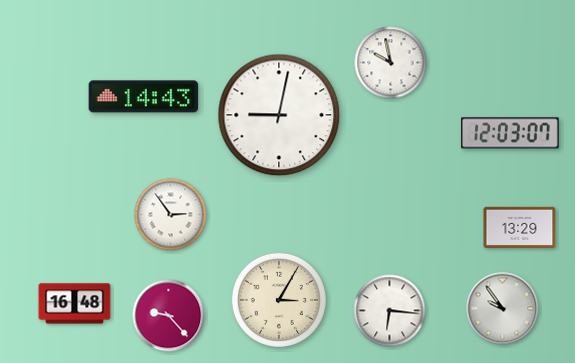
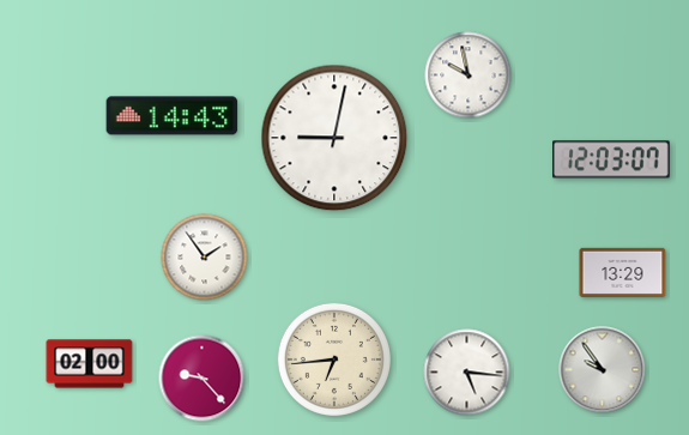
clock at (171, 215): 2:54 -> 1:54
clock at (279, 300): 3:05 -> 6:44
clock at (75, 304): 16:48 -> 02:00
clock at (390, 311): 6:16 -> 5:16
